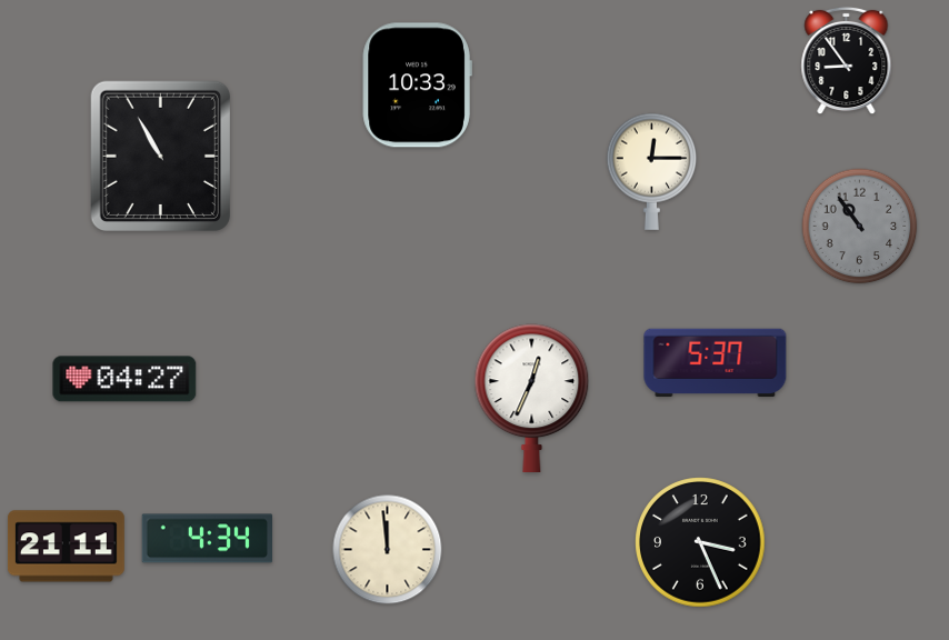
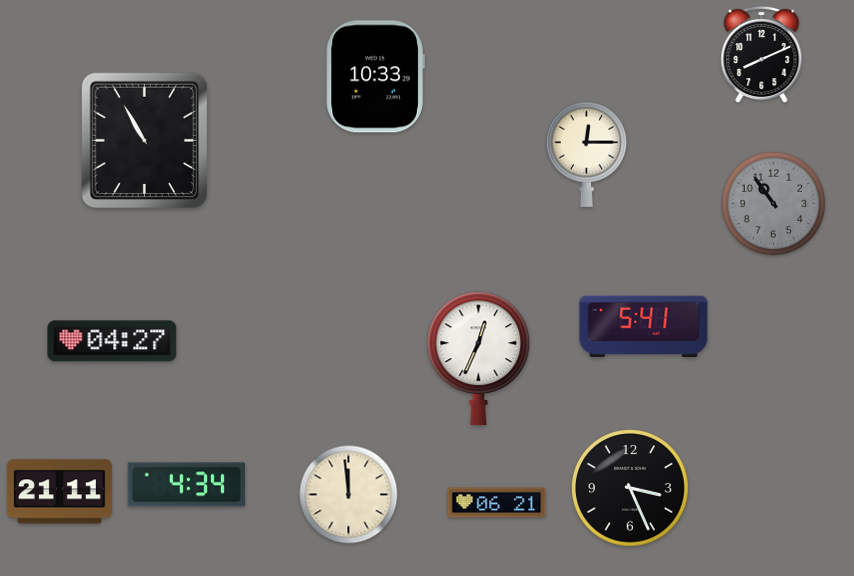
clock at (847, 61): 8:54 -> 8:11
clock at (716, 363): 5:37 -> 5:41
clock at (497, 503): none -> 06:21
